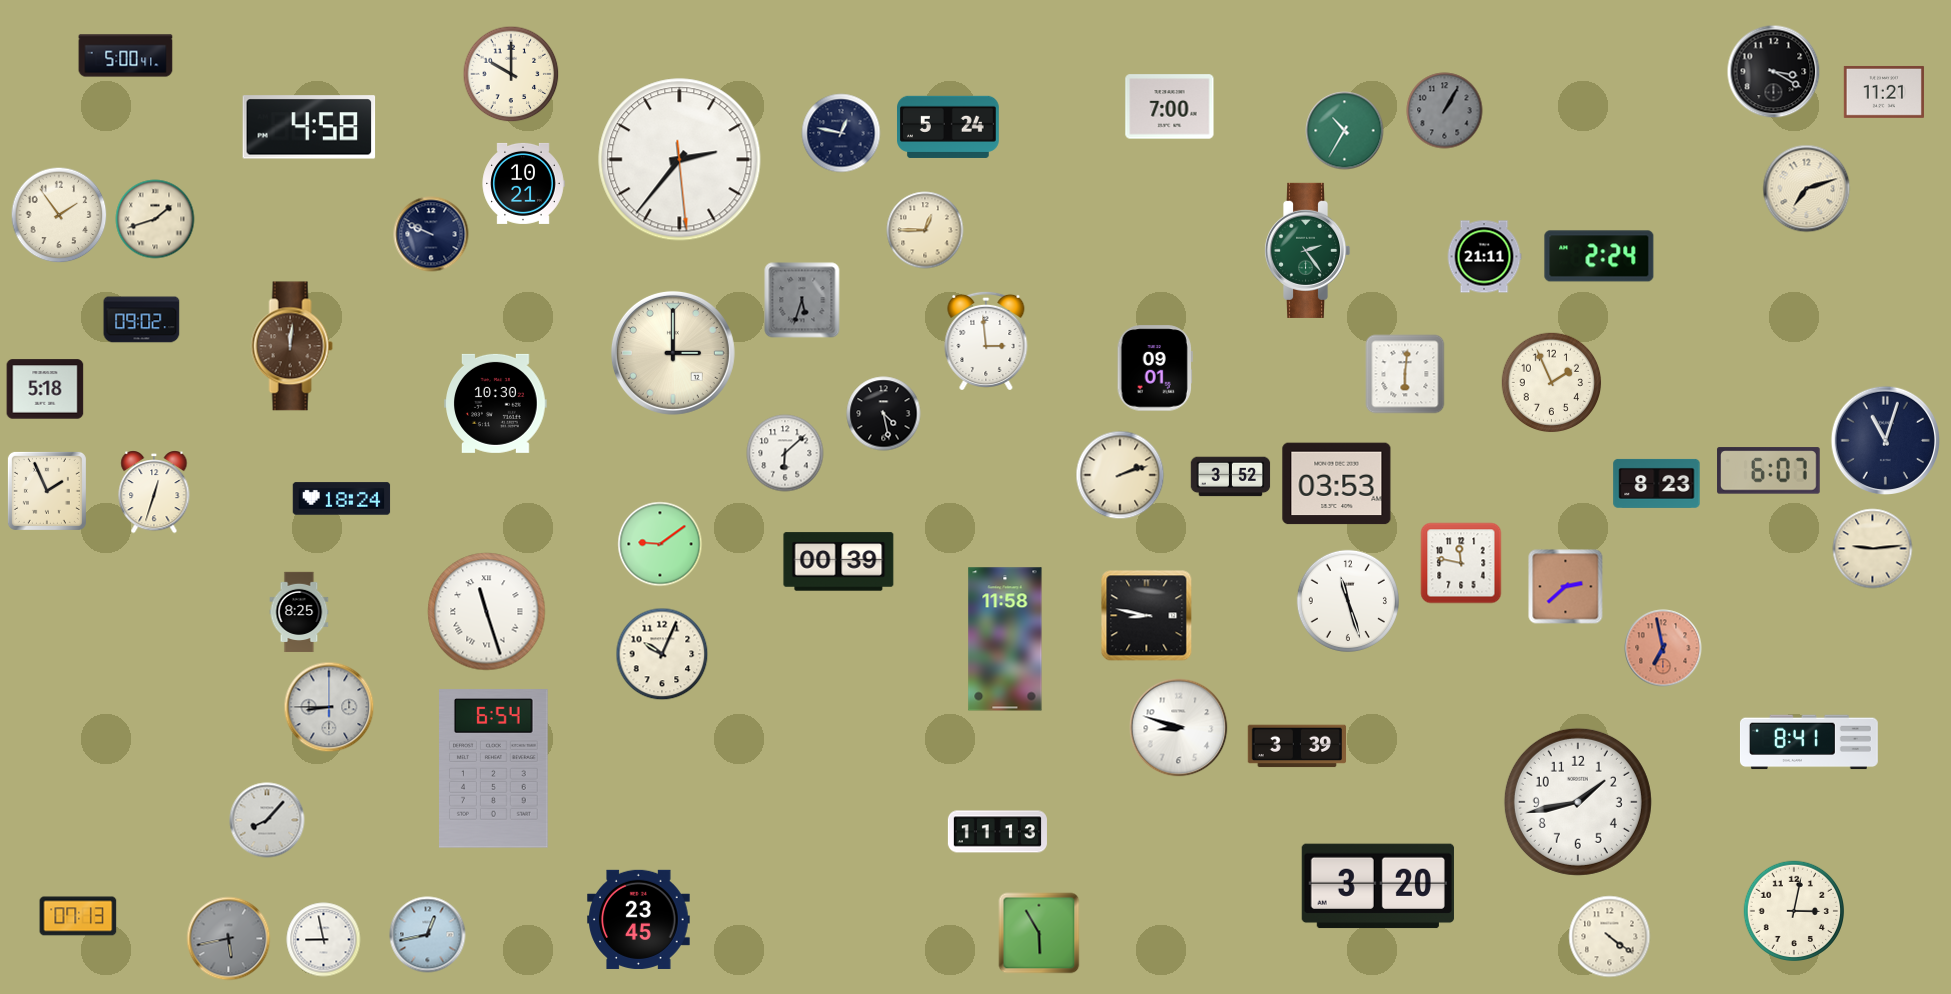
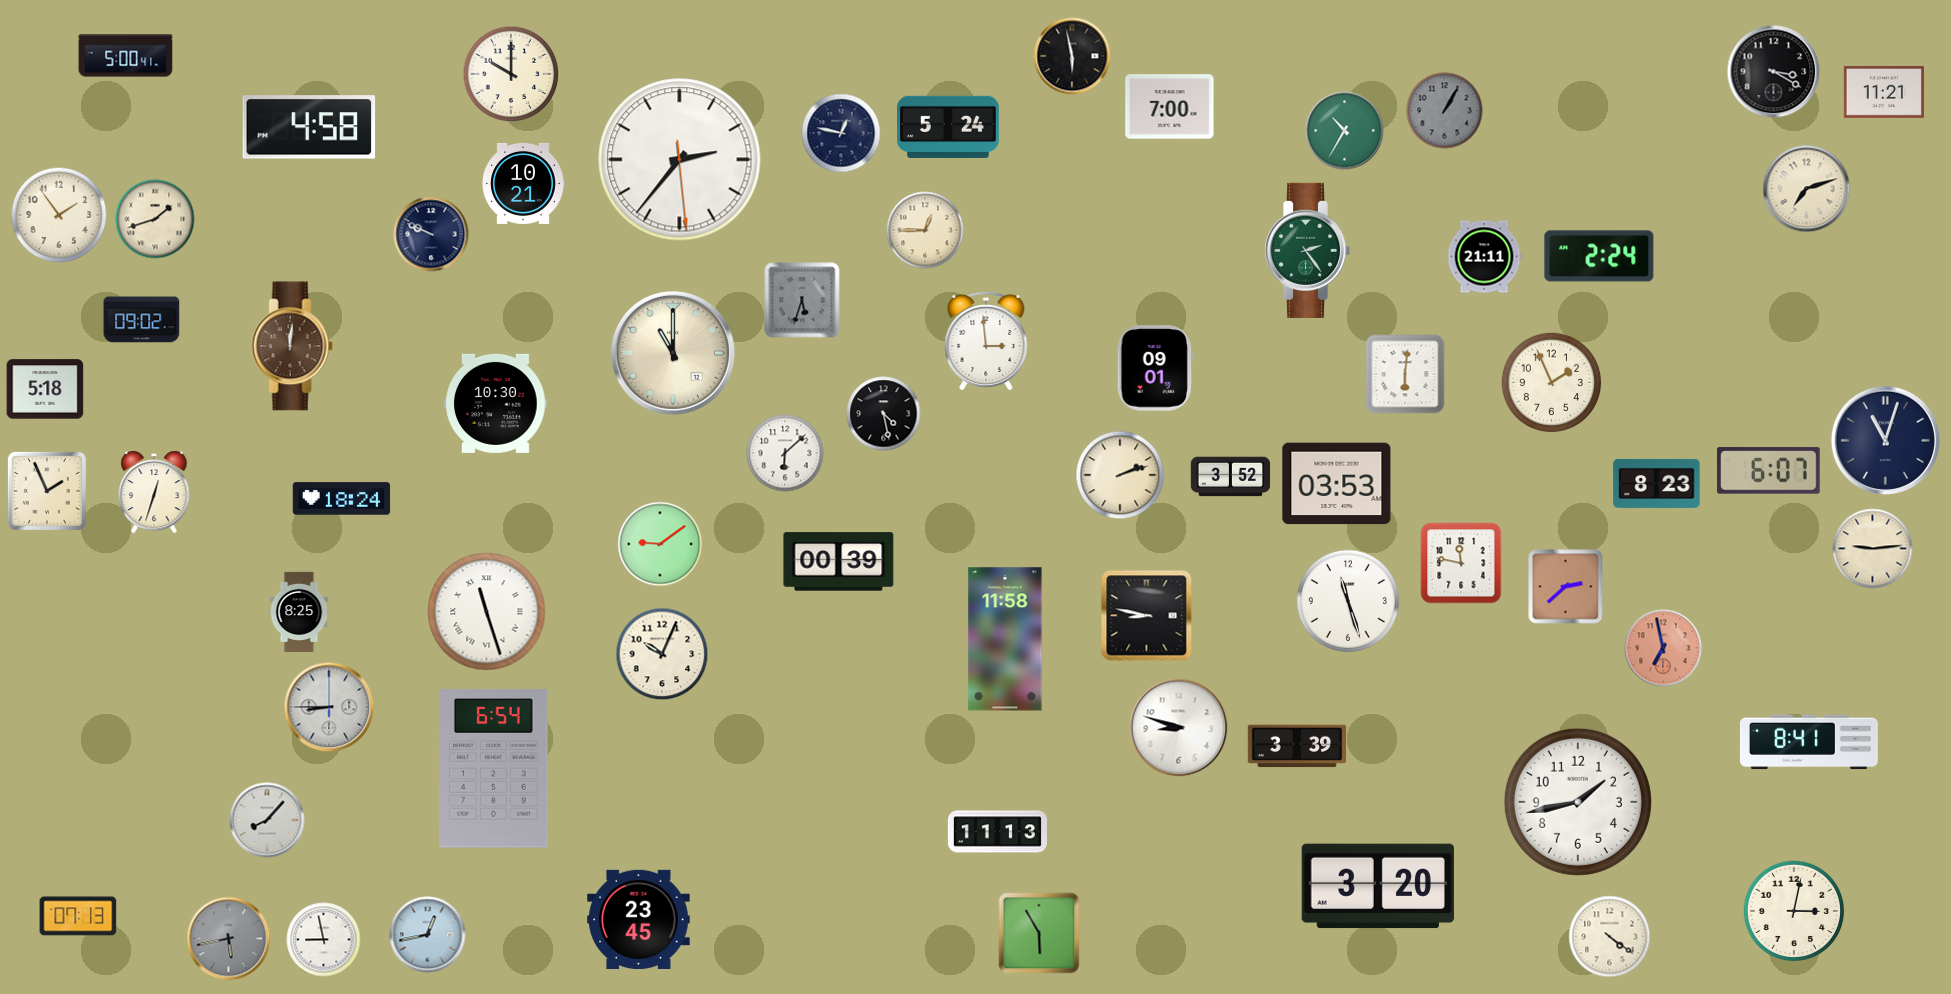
clock at (1072, 56): none -> 5:58
clock at (673, 353): 3:00 -> 11:00
